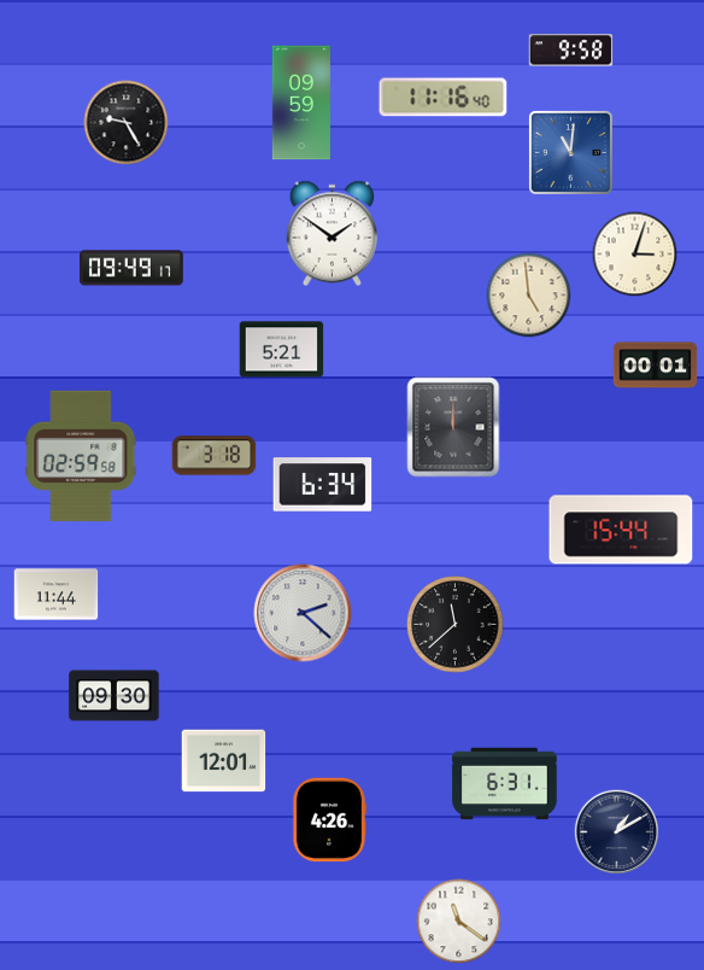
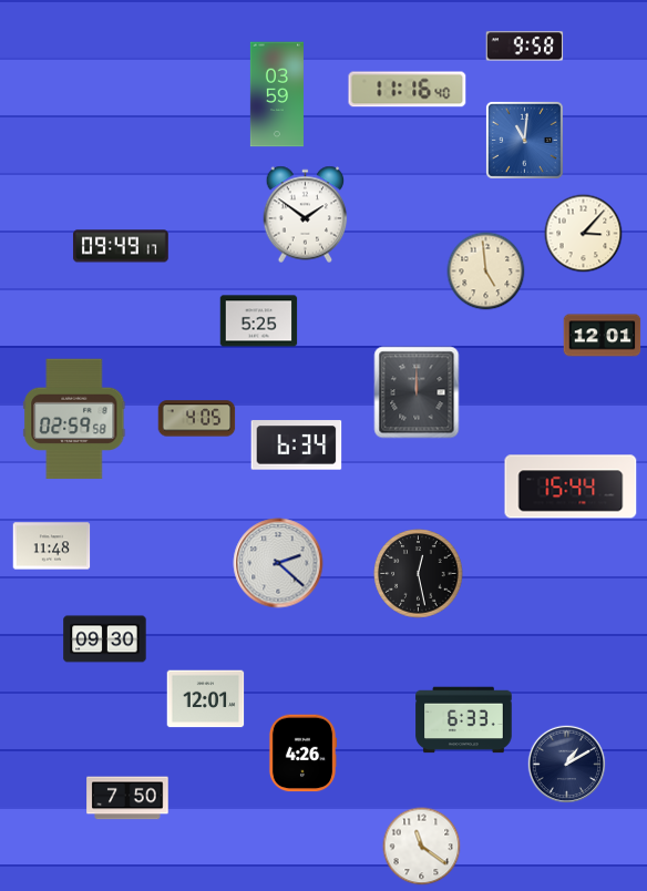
clock at (301, 103): 09:59 -> 03:59
clock at (127, 123): 9:25 -> none
clock at (635, 255): 3:03 -> 3:07
clock at (282, 350): 5:21 -> 5:25
clock at (656, 366): 00:01 -> 12:01
clock at (215, 456): 3:18 -> 4:05
clock at (57, 595): 11:44 -> 11:48
clock at (456, 625): 11:38 -> 12:28
clock at (505, 784): 6:31 -> 6:33
clock at (127, 798): none -> 7:50
